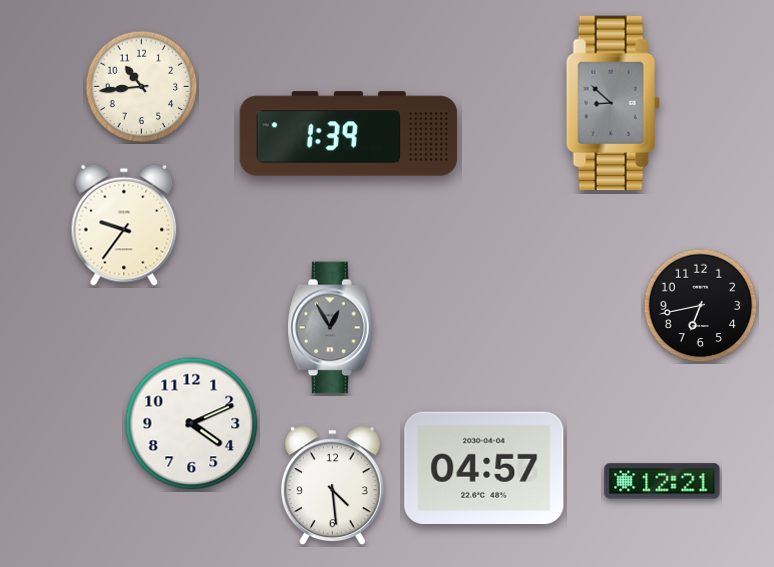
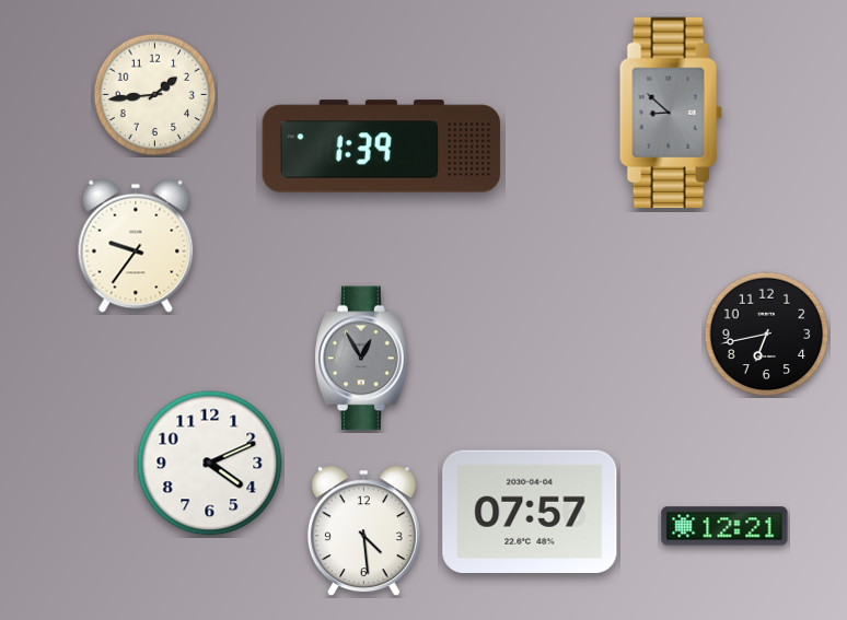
clock at (142, 87): 10:44 -> 1:44
clock at (484, 467): 04:57 -> 07:57
